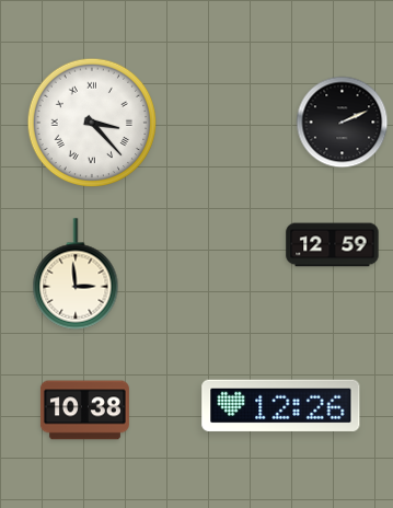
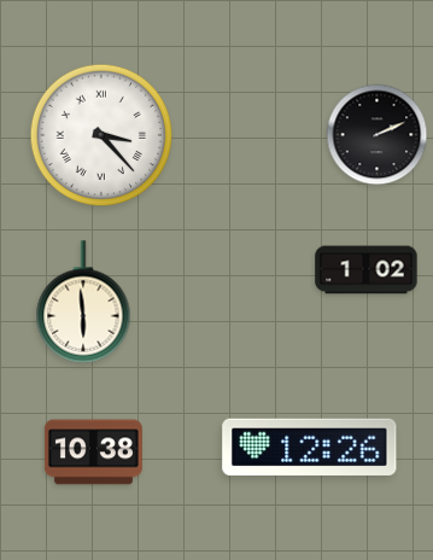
clock at (333, 245): 12:59 -> 1:02
clock at (76, 274): 2:59 -> 5:59
